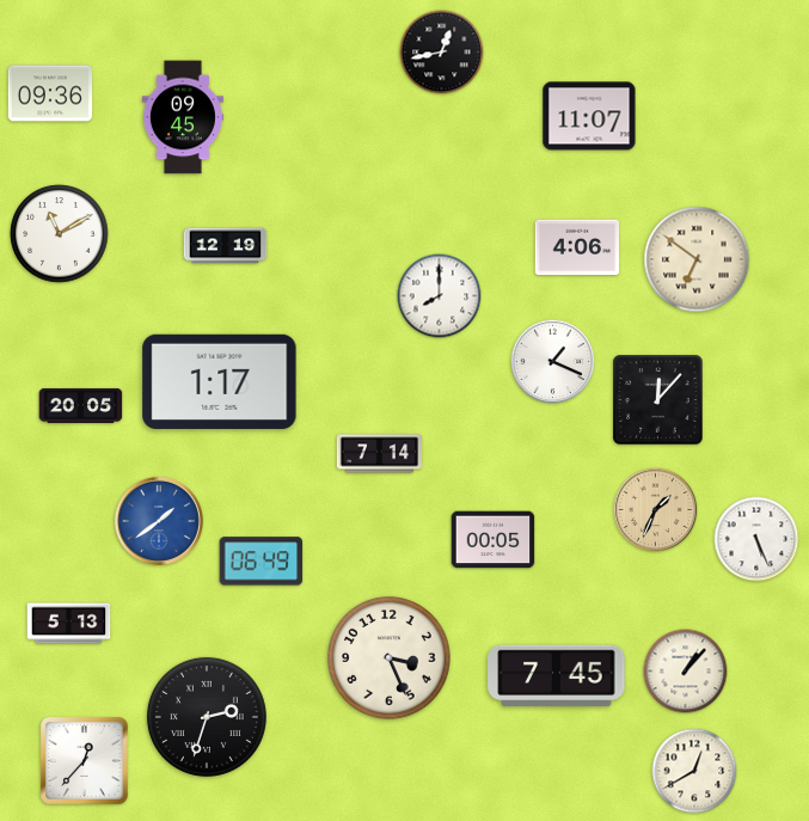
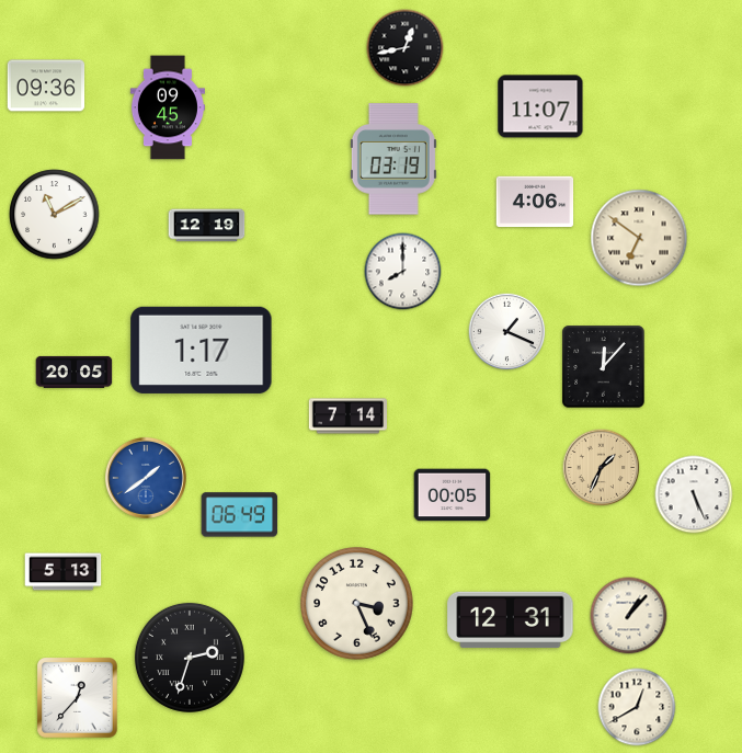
clock at (393, 159): none -> 03:19
clock at (577, 247) position: (577, 247) -> (535, 202)
clock at (557, 676): 7:45 -> 12:31
